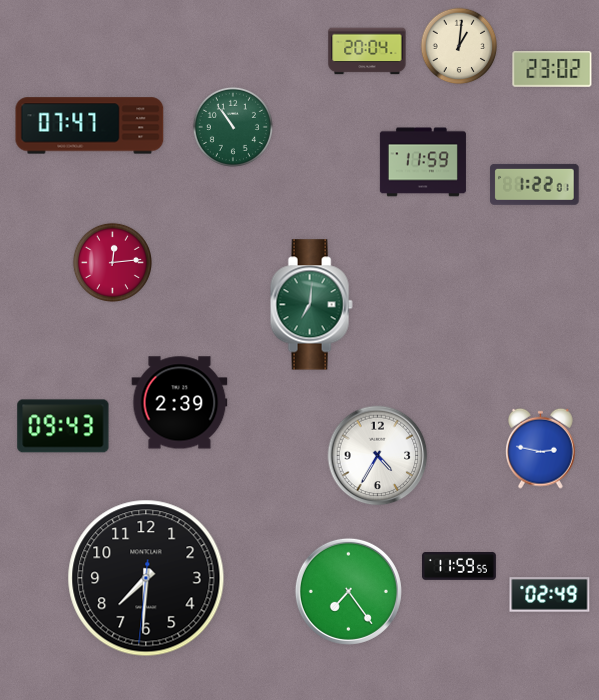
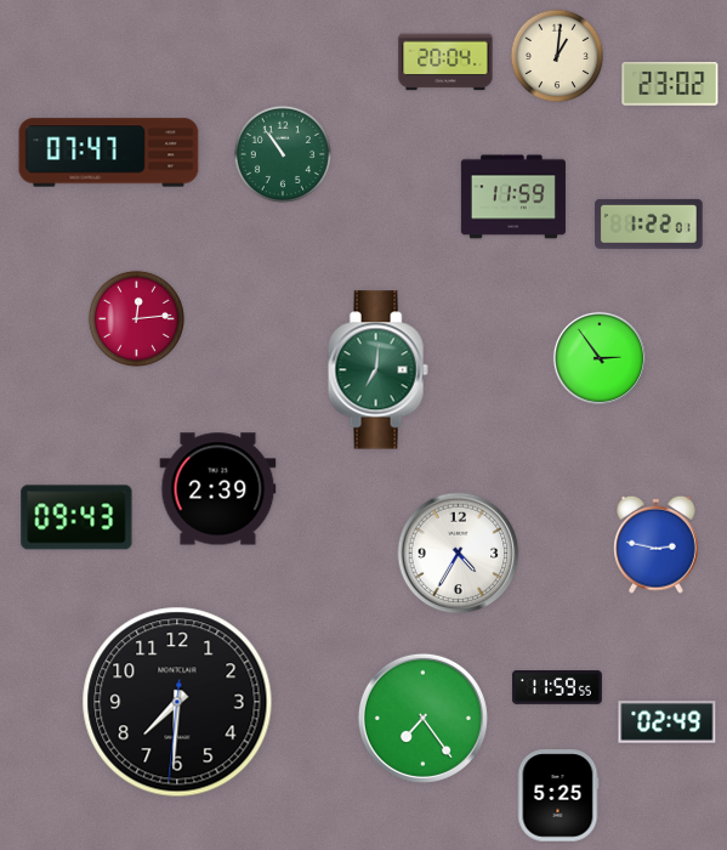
clock at (600, 358): none -> 2:54
clock at (558, 795): none -> 5:25
